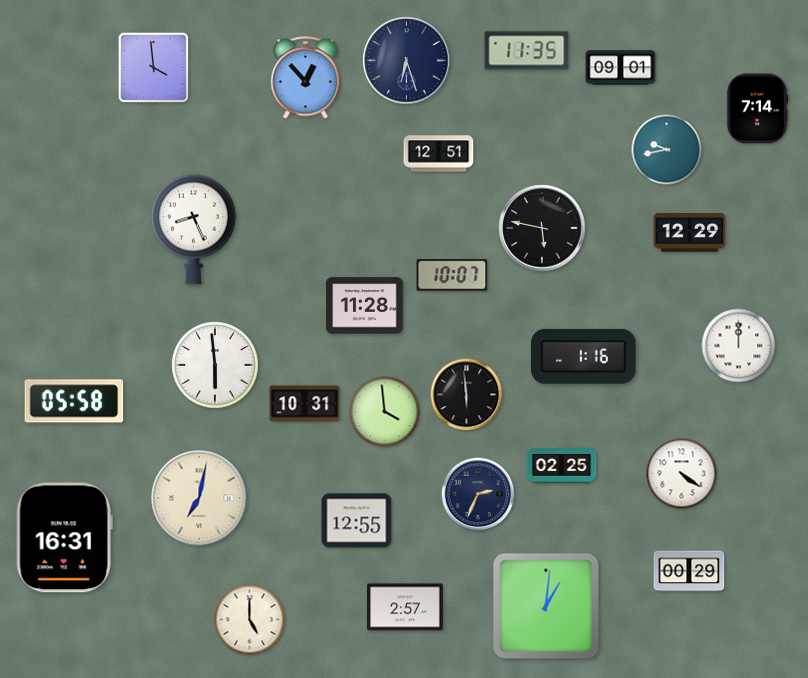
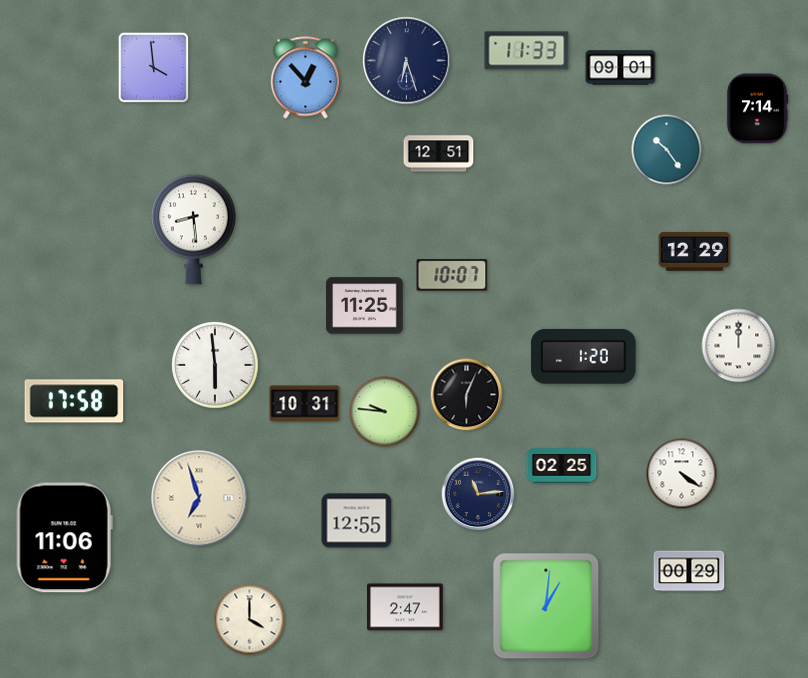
clock at (527, 51): 11:35 -> 11:33
clock at (667, 150): 9:43 -> 10:24
clock at (542, 228): 5:47 -> none
clock at (194, 229): 8:26 -> 8:29
clock at (690, 232) position: (690, 232) -> (695, 251)
clock at (365, 306): 11:28 -> 11:25
clock at (584, 356): 1:16 -> 1:20
clock at (467, 395): 5:59 -> 6:04
clock at (74, 401): 05:58 -> 17:58
clock at (385, 412): 3:59 -> 9:46
clock at (478, 494): 2:34 -> 11:14
clock at (199, 498): 7:02 -> 6:57
clock at (64, 538): 16:31 -> 11:06
clock at (406, 607): 2:57 -> 2:47
clock at (250, 620): 5:00 -> 4:00
